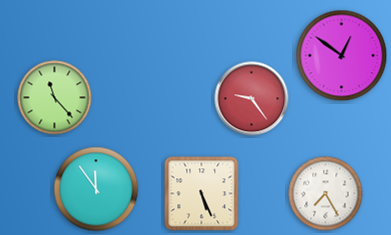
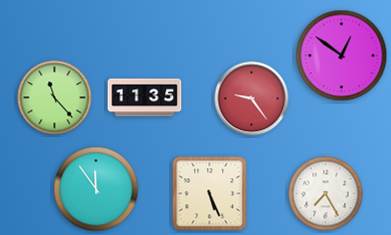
clock at (145, 98): none -> 11:35
clock at (202, 194) position: (202, 194) -> (210, 194)
